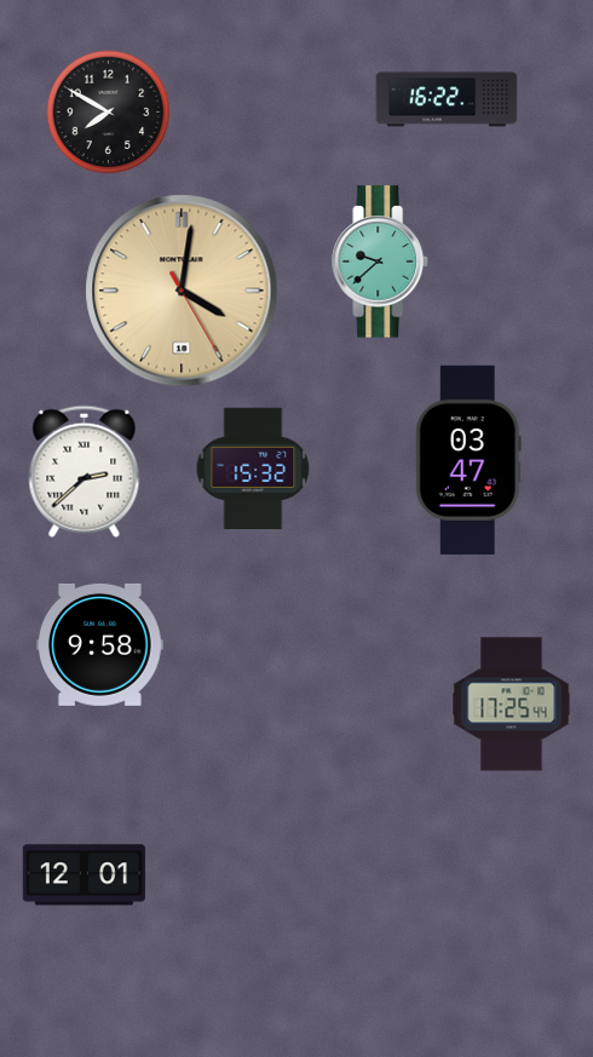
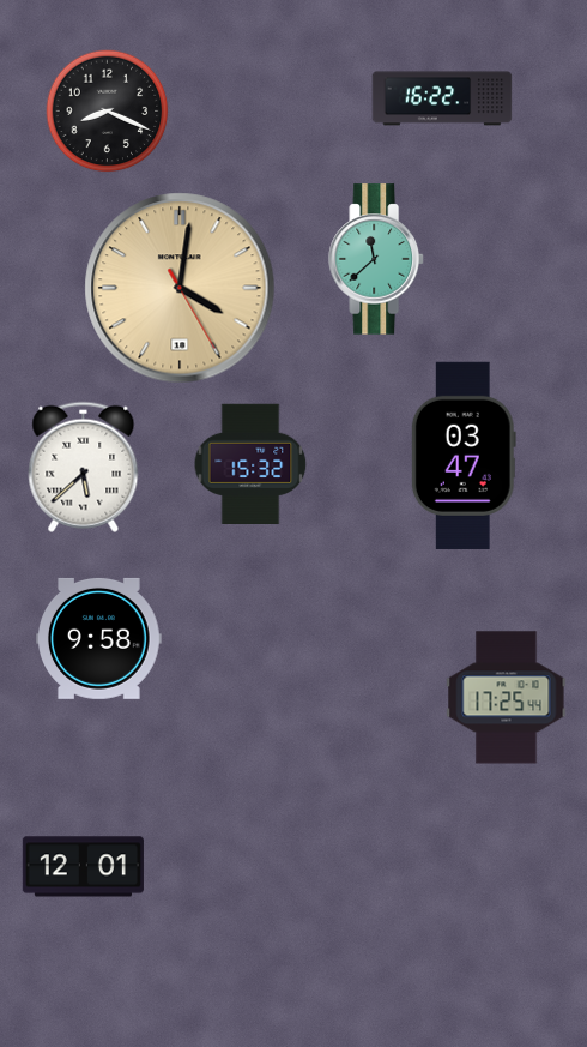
clock at (109, 113): 7:50 -> 8:19
clock at (380, 262): 9:38 -> 11:38
clock at (85, 471): 2:38 -> 5:38
